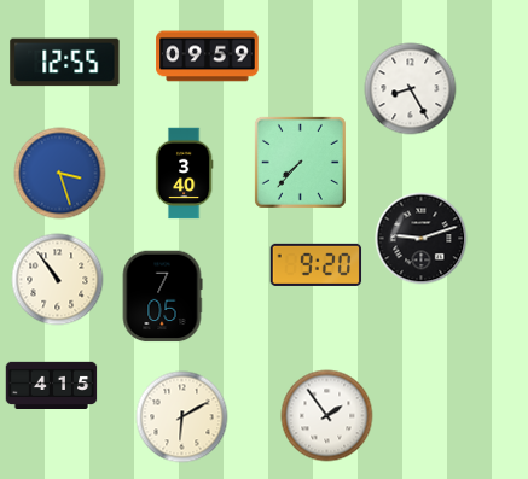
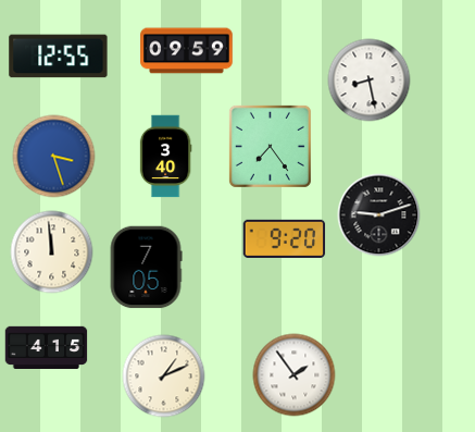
clock at (411, 89): 8:25 -> 8:28
clock at (300, 162): 7:37 -> 7:24
clock at (58, 280): 10:54 -> 11:59
clock at (182, 417): 6:10 -> 1:11
